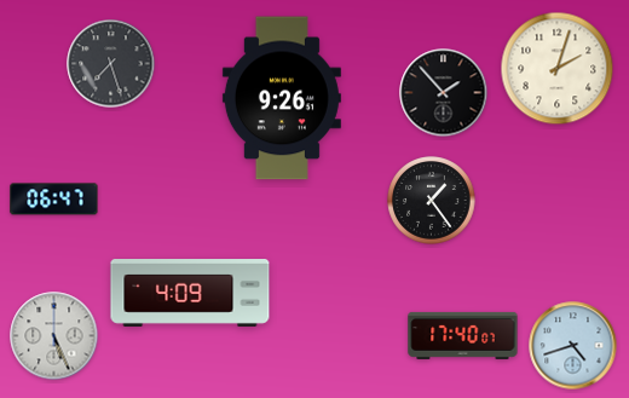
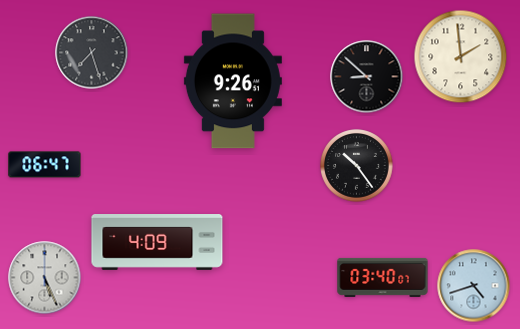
clock at (558, 69): 2:03 -> 1:59
clock at (444, 93): 1:53 -> 8:52
clock at (432, 201): 1:24 -> 10:24
clock at (463, 335): 17:40 -> 03:40
